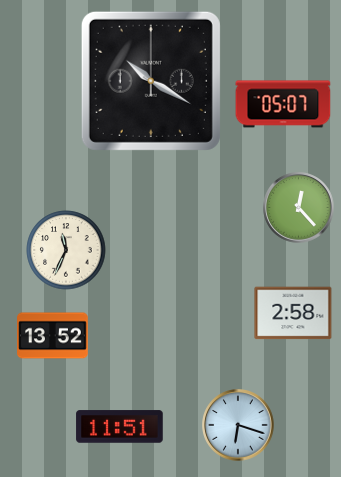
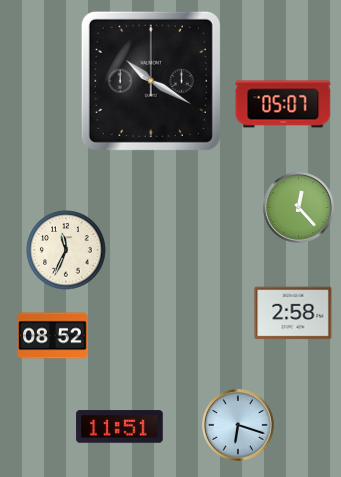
clock at (53, 336): 13:52 -> 08:52
